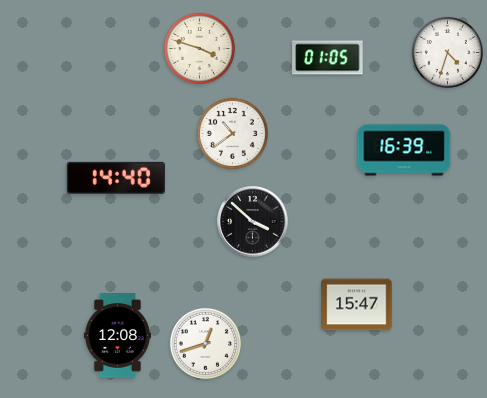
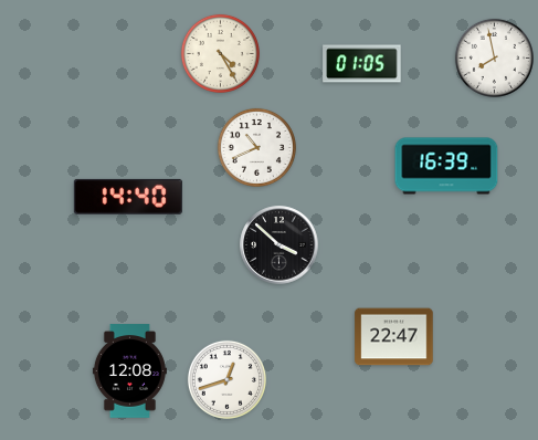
clock at (199, 48): 3:48 -> 4:25
clock at (447, 52): 4:33 -> 7:58
clock at (232, 133): 10:39 -> 10:41
clock at (357, 305): 15:47 -> 22:47
